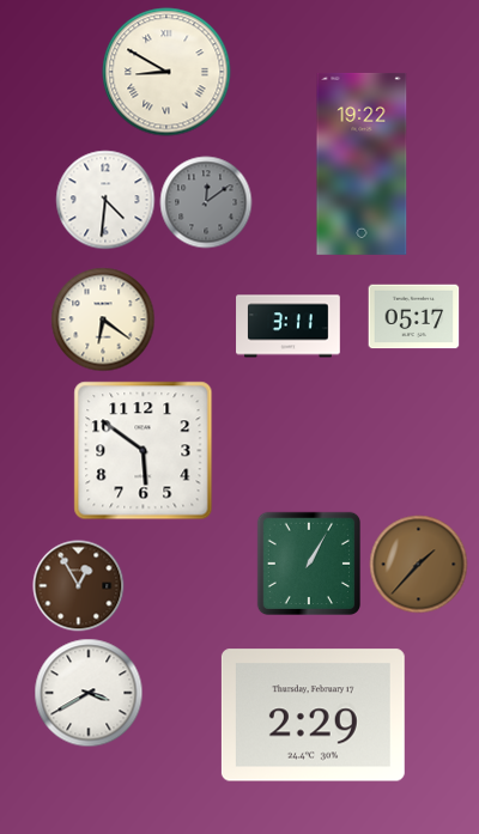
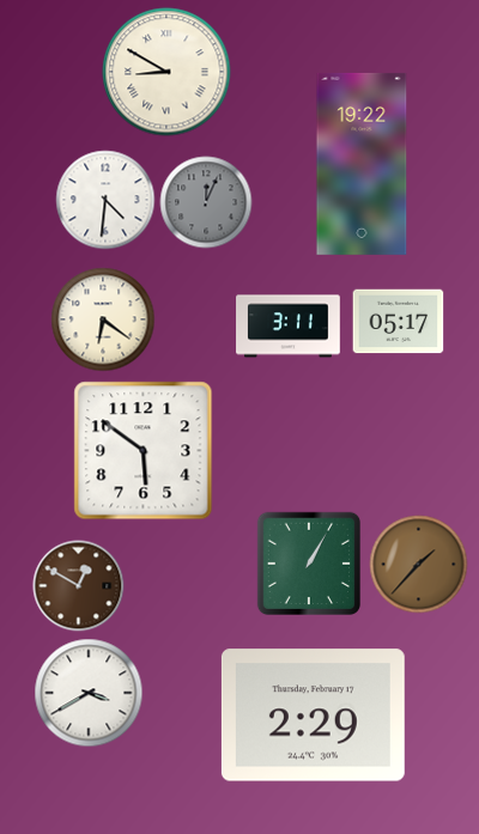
clock at (206, 202): 12:09 -> 12:04
clock at (414, 317) position: (414, 317) -> (399, 322)
clock at (79, 586): 12:55 -> 12:50
